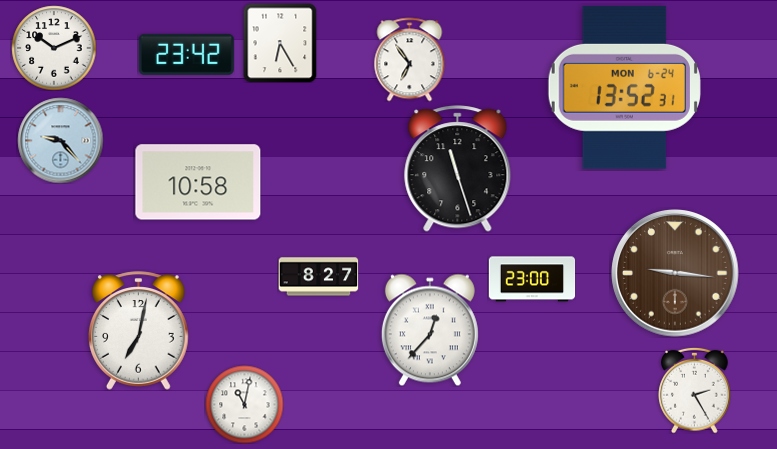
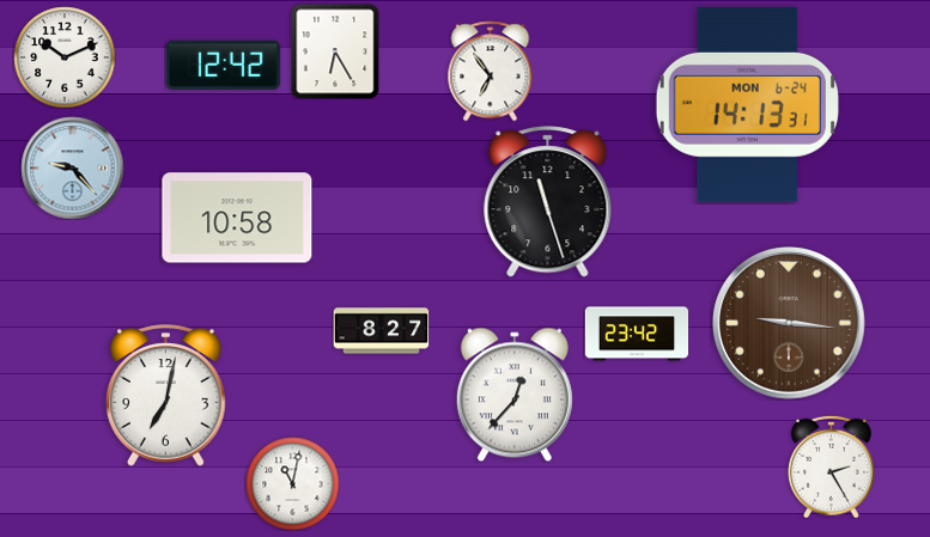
clock at (186, 54): 23:42 -> 12:42
clock at (624, 87): 13:52 -> 14:13
clock at (675, 273) position: (675, 273) -> (789, 323)
clock at (532, 279): 23:00 -> 23:42
